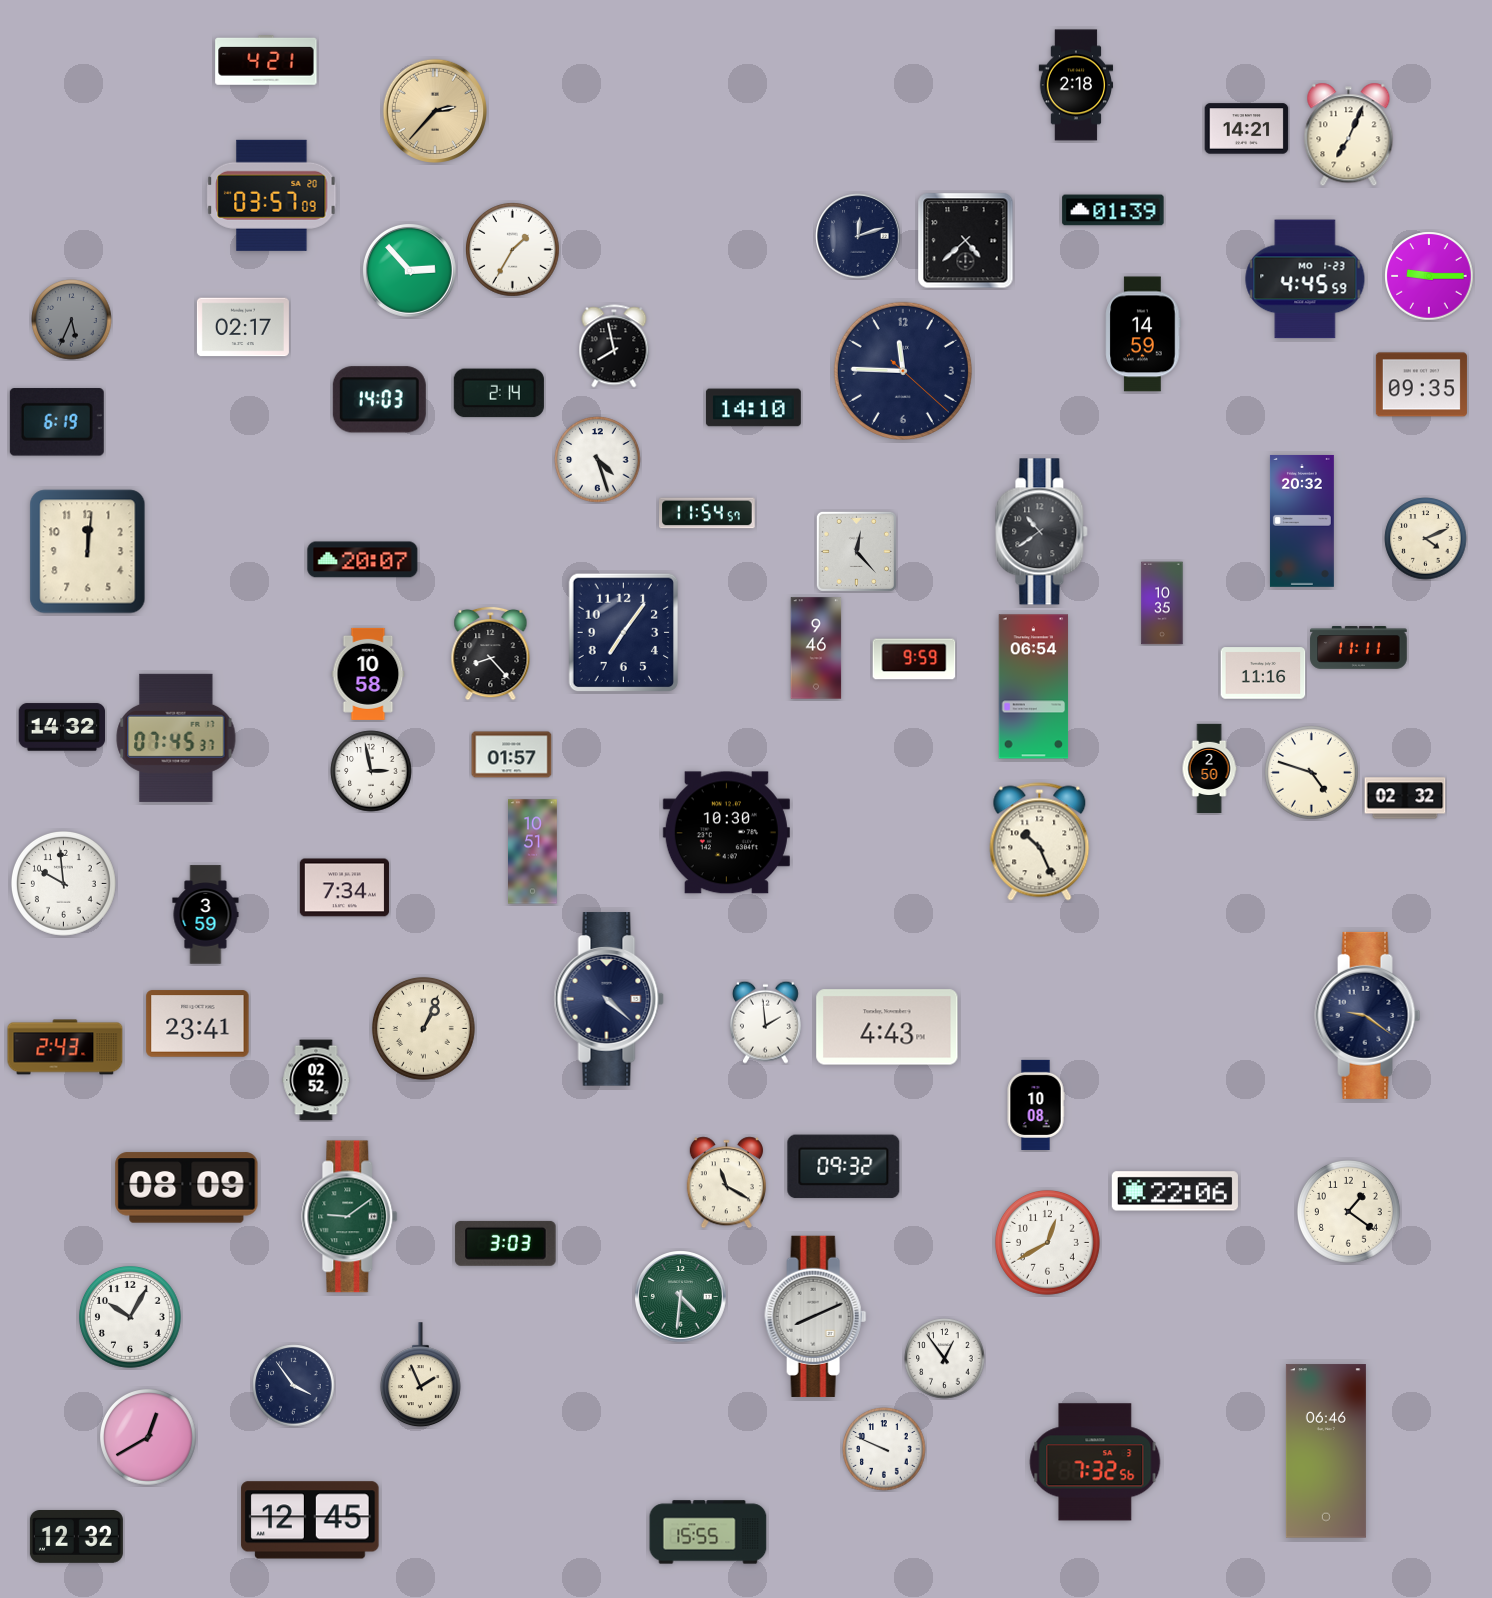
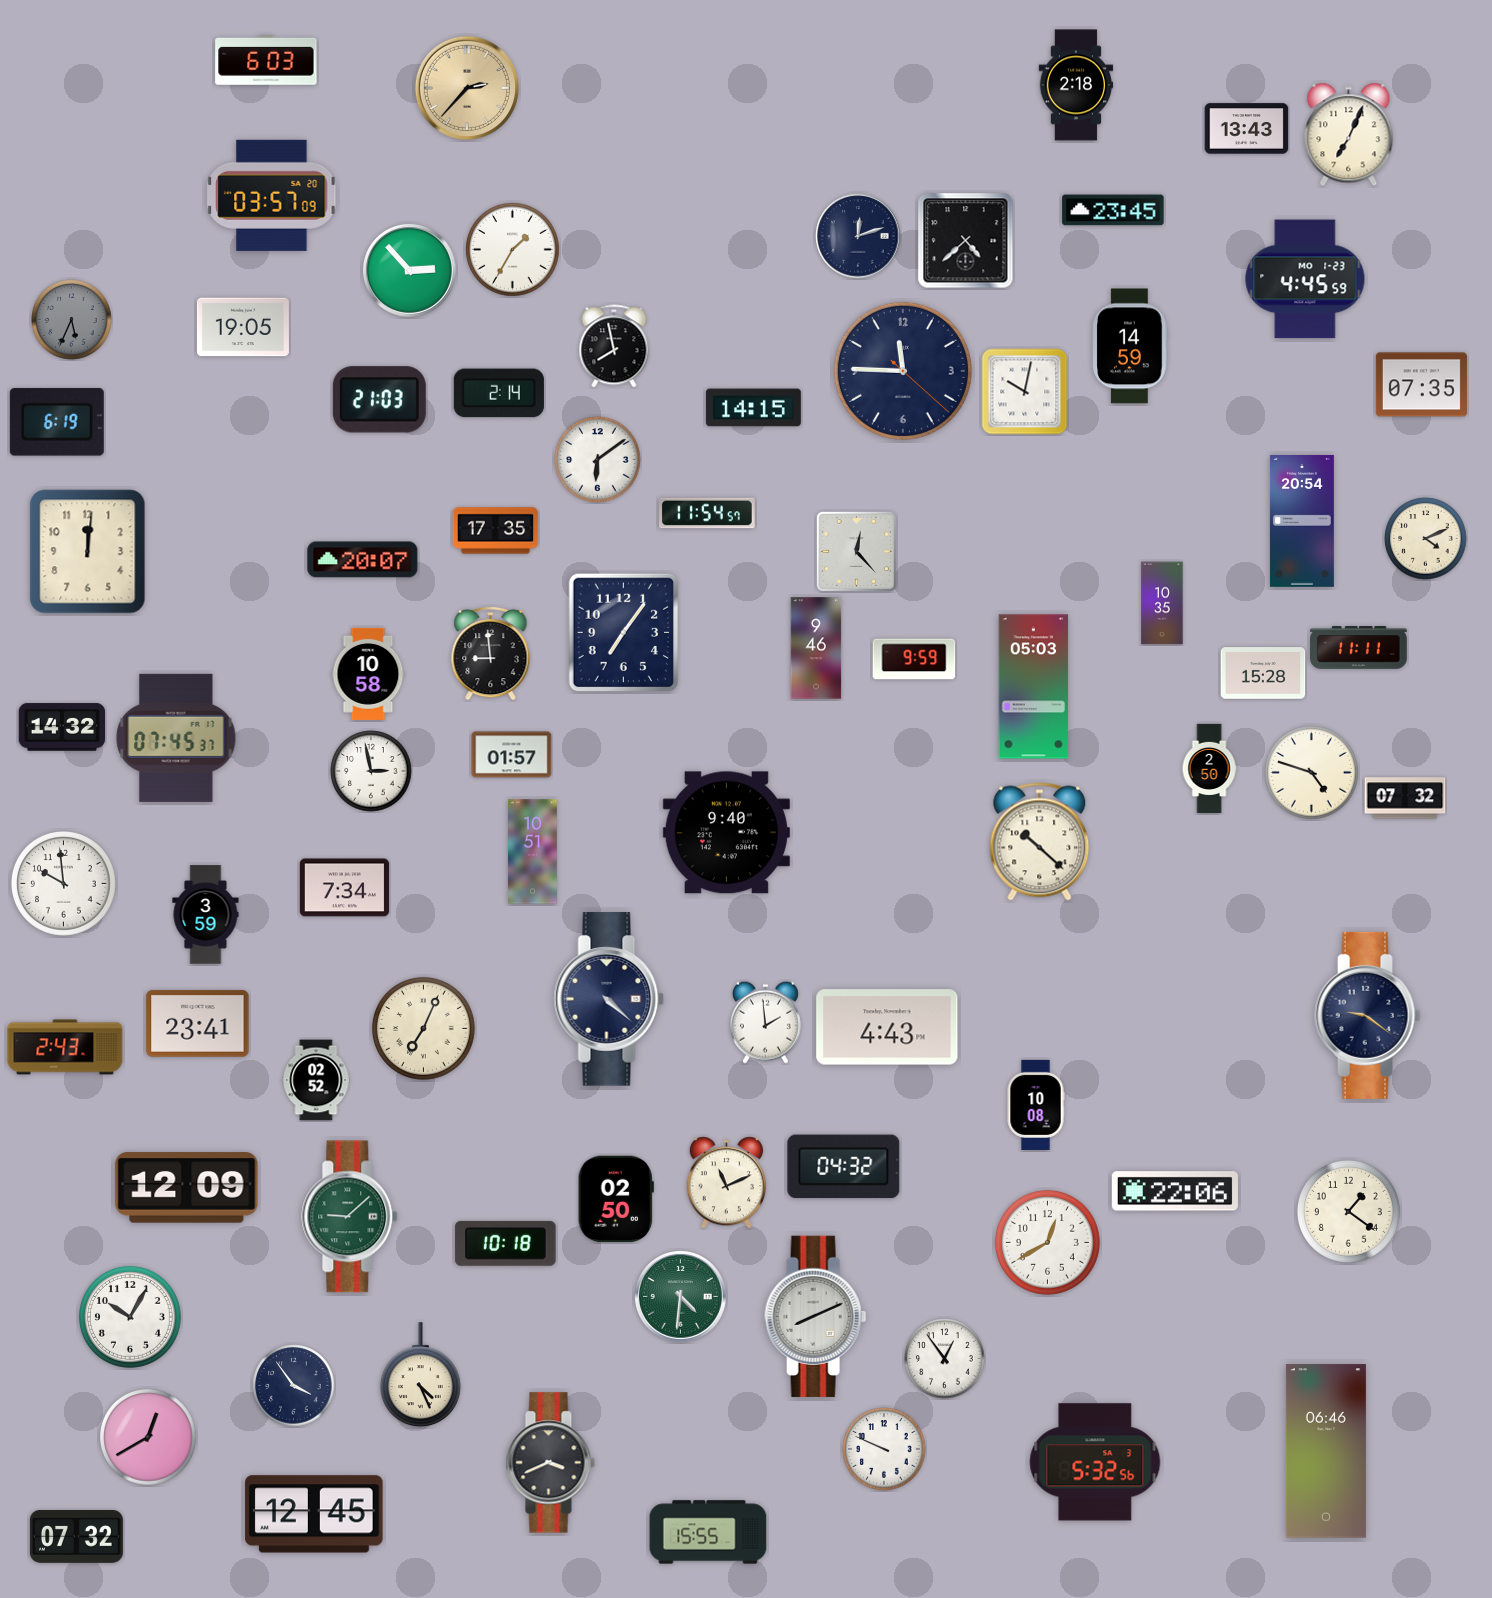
clock at (266, 61): 4:21 -> 6:03
clock at (435, 111) position: (435, 111) -> (467, 88)
clock at (1247, 129): 14:21 -> 13:43
clock at (1113, 210): 01:39 -> 23:45
clock at (1429, 276): 9:15 -> none
clock at (243, 327): 02:17 -> 19:05
clock at (1143, 334) position: (1143, 334) -> (1130, 346)
clock at (1421, 385): 09:35 -> 07:35
clock at (1025, 392): none -> 10:02
clock at (379, 400): 14:03 -> 21:03
clock at (753, 408): 14:10 -> 14:15
clock at (598, 460): 4:27 -> 6:09
clock at (1302, 521): 20:32 -> 20:54
clock at (496, 531): none -> 17:35
clock at (1042, 532): 10:39 -> none
clock at (491, 653): 8:23 -> 8:59
clock at (1263, 673): 11:16 -> 15:28
clock at (1034, 687): 06:54 -> 05:03
clock at (1405, 798): 02:32 -> 07:32
clock at (726, 833): 10:30 -> 9:40
clock at (1040, 842): 10:26 -> 10:22
clock at (423, 1028): 1:04 -> 7:04
clock at (844, 1167): 09:32 -> 04:32
clock at (726, 1183): 11:20 -> 11:11
clock at (187, 1188): 08:09 -> 12:09
clock at (616, 1199): none -> 02:50
clock at (350, 1217): 9:09 -> 9:08
clock at (506, 1243): 3:03 -> 10:18
clock at (420, 1375): 1:56 -> 4:26
clock at (1095, 1462): 7:32 -> 5:32
clock at (550, 1463): none -> 3:41
clock at (310, 1520) position: (310, 1520) -> (314, 1514)
clock at (76, 1537): 12:32 -> 07:32
